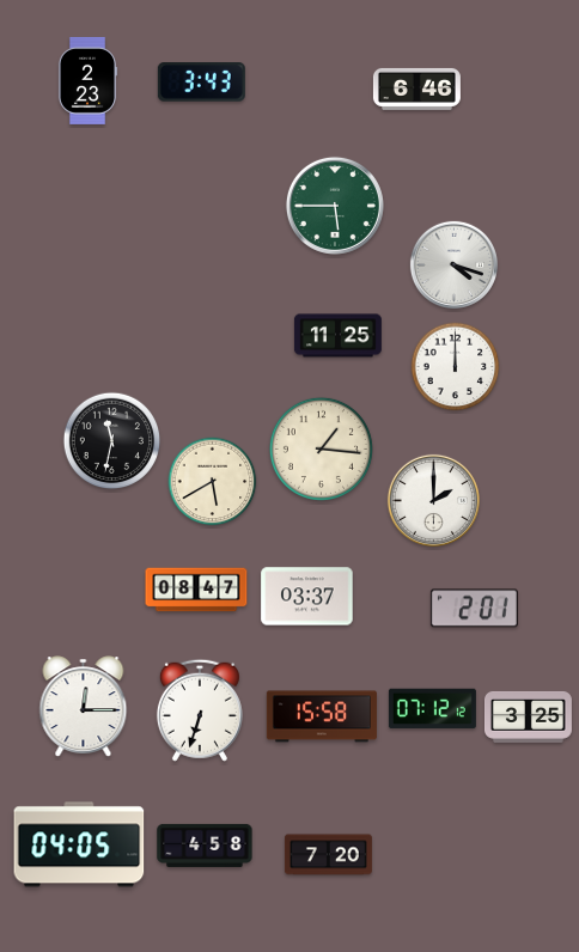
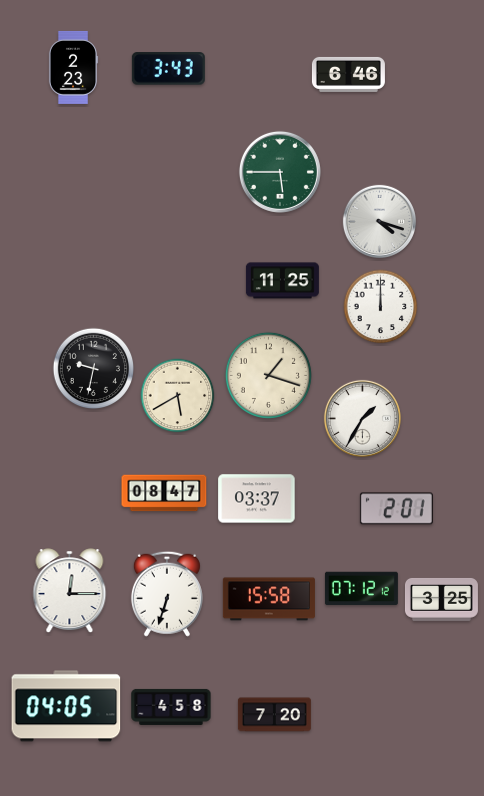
clock at (112, 441): 11:32 -> 9:32
clock at (321, 448): 1:16 -> 1:18
clock at (213, 482) position: (213, 482) -> (178, 396)
clock at (433, 500): 2:00 -> 1:35
clock at (432, 709) position: (432, 709) -> (361, 589)
